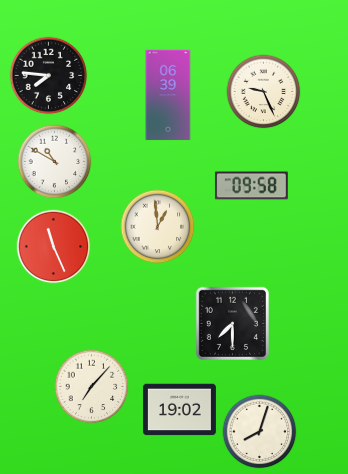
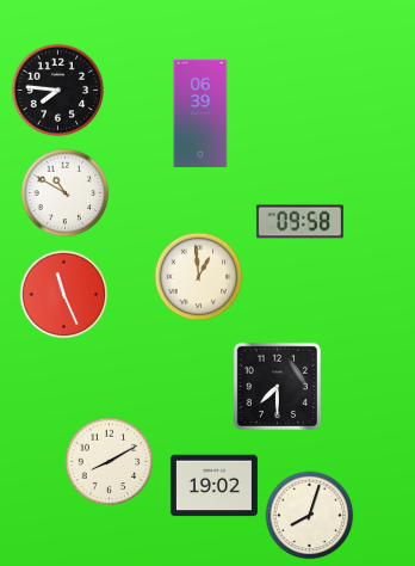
clock at (264, 92): 9:26 -> none
clock at (158, 227) position: (158, 227) -> (199, 277)
clock at (92, 387): 7:07 -> 8:10
clock at (179, 410) position: (179, 410) -> (213, 486)
